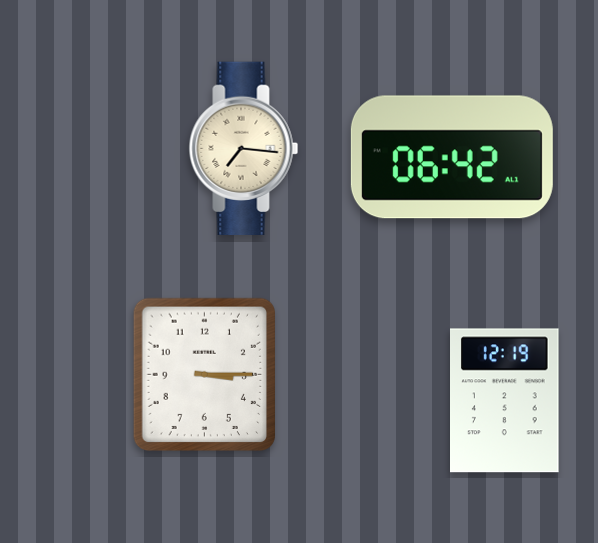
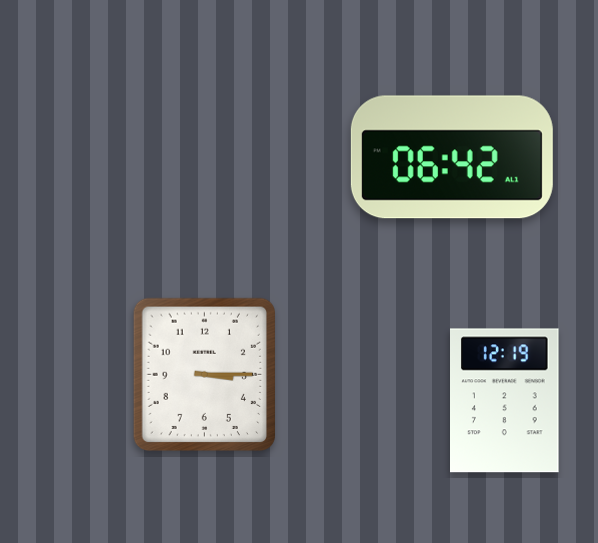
clock at (244, 148): 7:16 -> none
